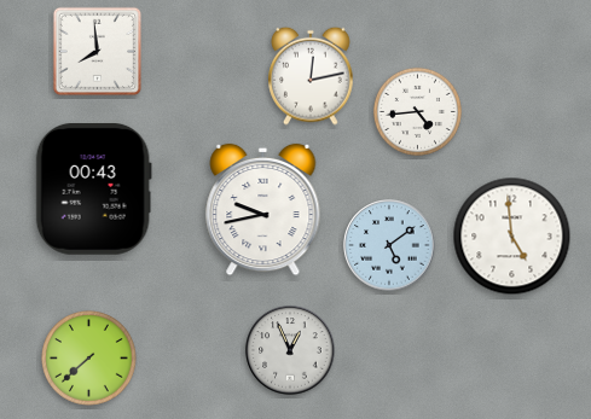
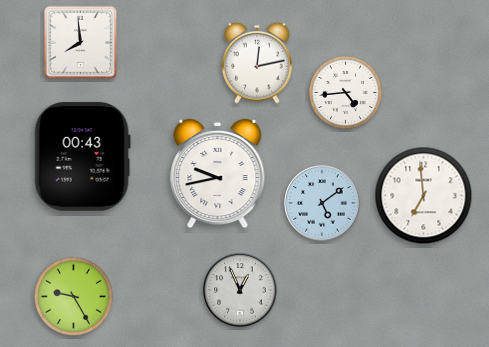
clock at (93, 190) position: (93, 190) -> (82, 157)
clock at (512, 237): 4:59 -> 6:59
clock at (89, 359): 7:38 -> 9:25
